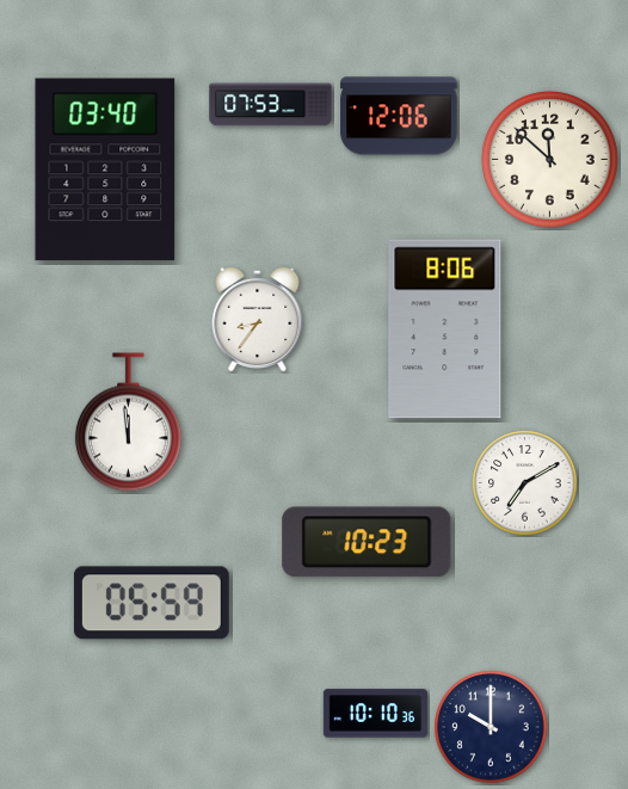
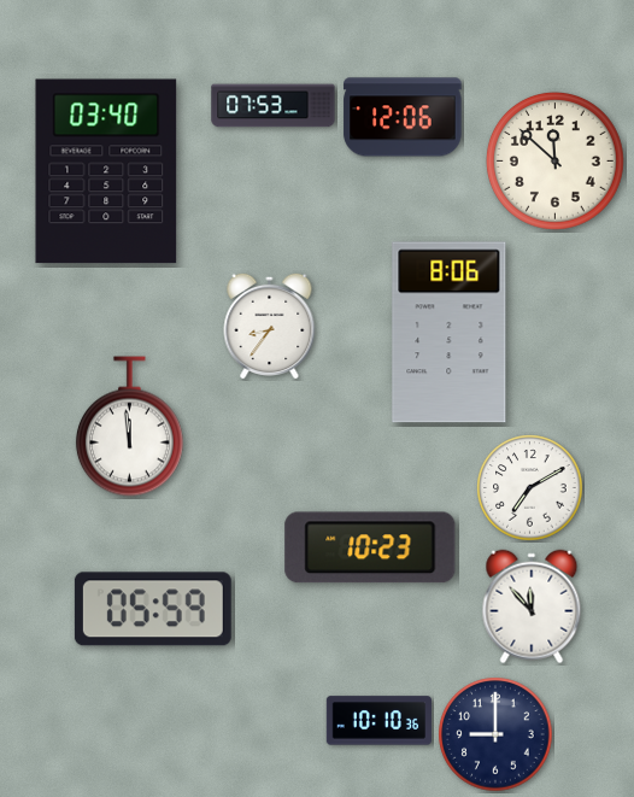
clock at (258, 318) position: (258, 318) -> (270, 324)
clock at (532, 606): none -> 11:53
clock at (491, 727): 10:00 -> 9:00
